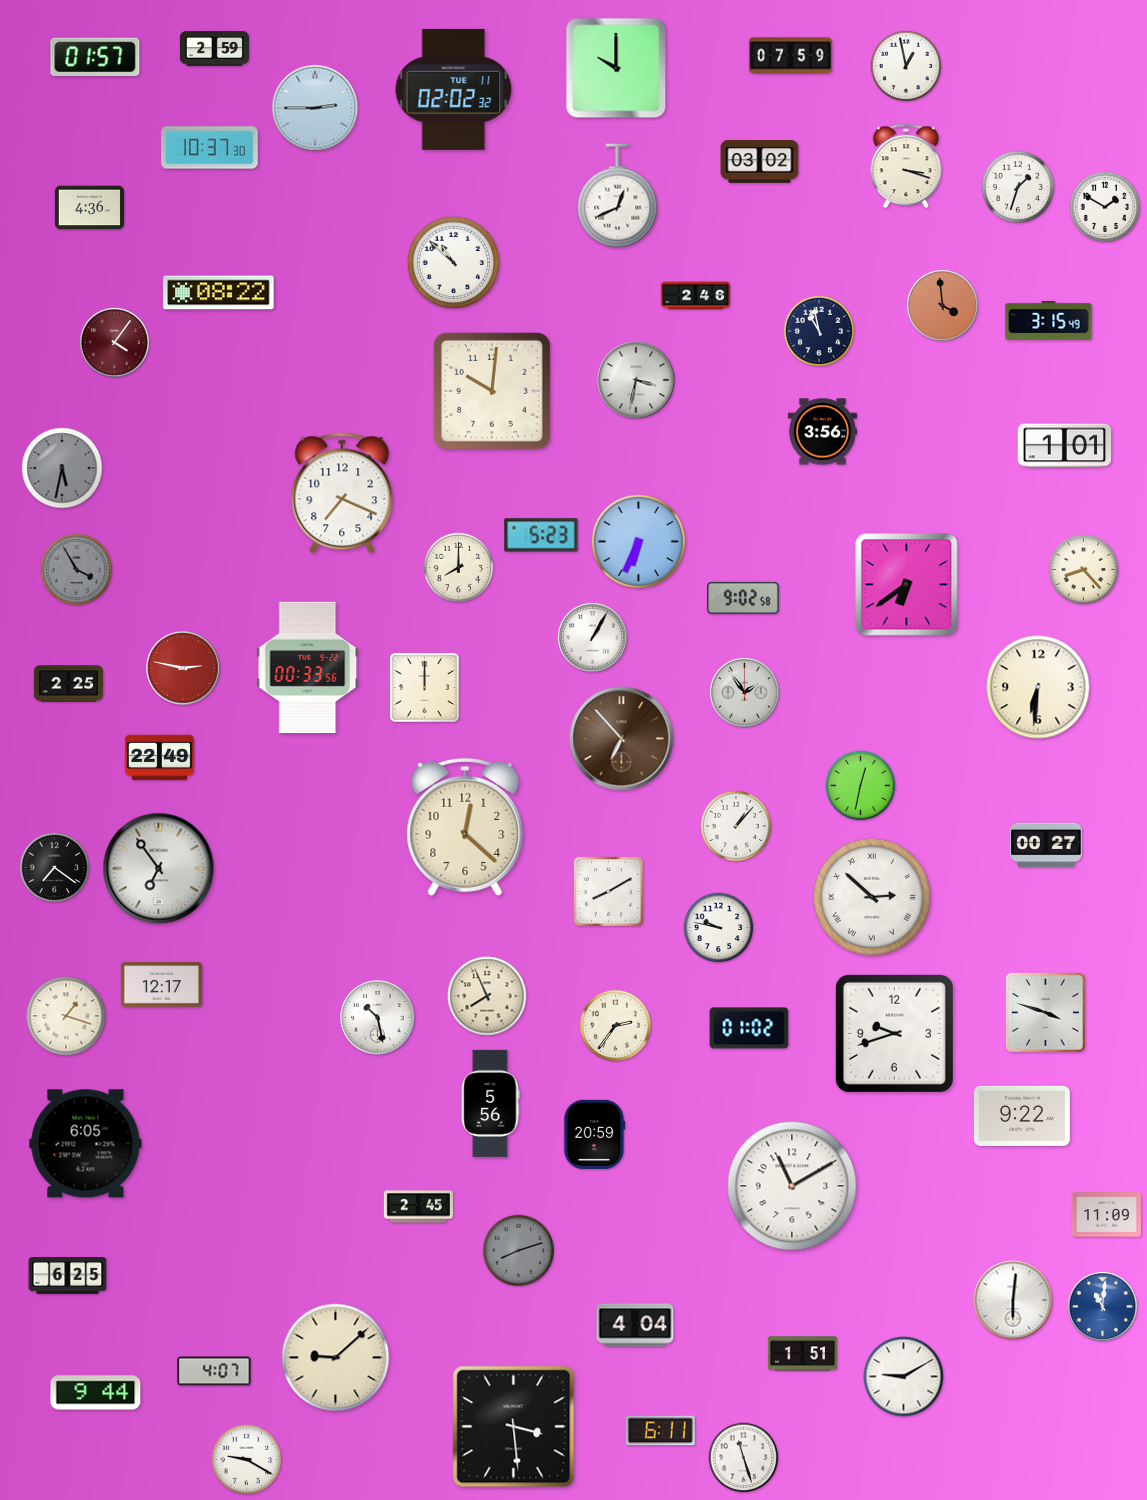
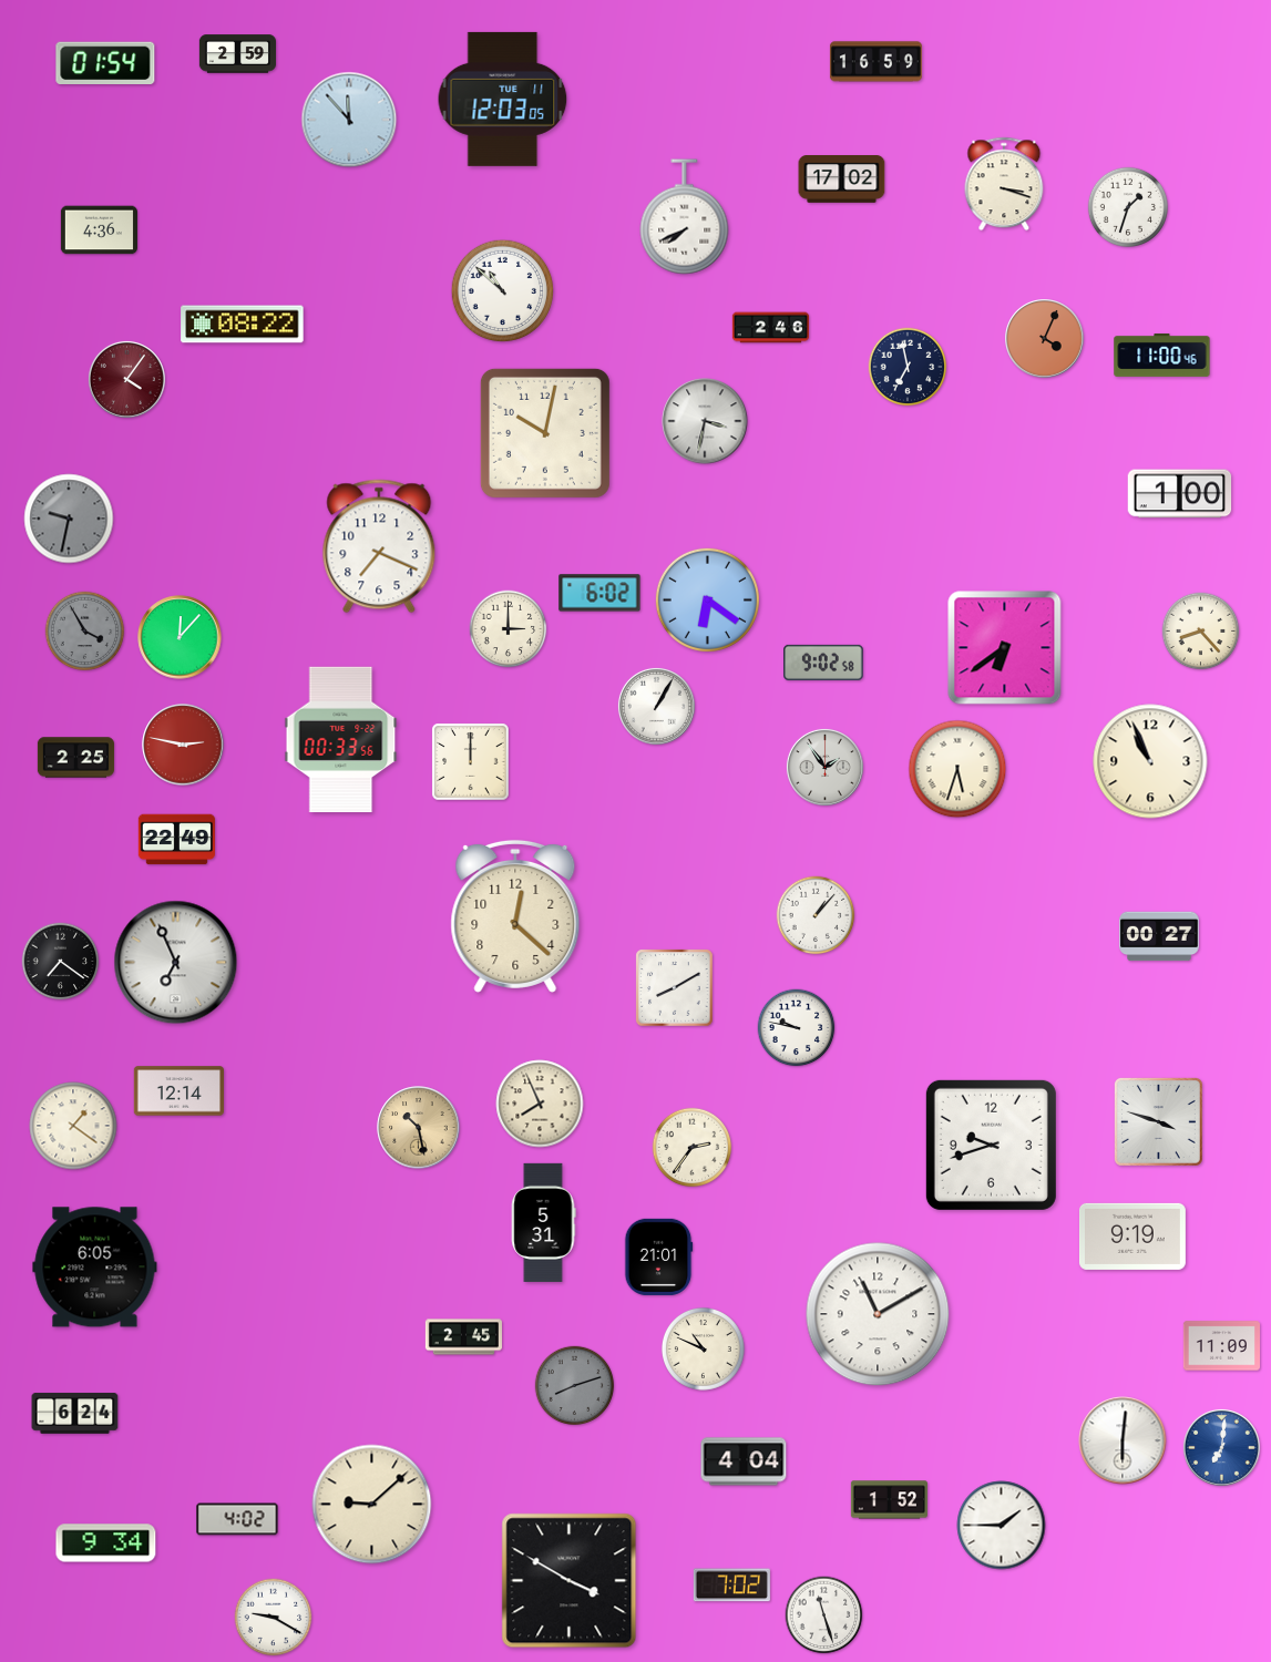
clock at (95, 56): 01:57 -> 01:54
clock at (790, 56): 07:59 -> 16:59
clock at (906, 66): 12:58 -> none
clock at (616, 68): 10:00 -> none
clock at (454, 89): 02:02 -> 12:03
clock at (315, 108): 2:45 -> 11:53
clock at (210, 148): 10:37 -> none
clock at (760, 162): 03:02 -> 17:02
clock at (618, 196): 12:41 -> 7:41
clock at (1105, 207): 1:50 -> none
clock at (943, 306): 3:59 -> 4:04
clock at (1049, 320): 3:15 -> 11:00
clock at (819, 331): 10:58 -> 6:58
clock at (492, 391): 10:01 -> 10:02
clock at (822, 432): 3:56 -> none
clock at (1065, 446): 1:01 -> 1:00
clock at (62, 468): 5:32 -> 9:32
clock at (541, 535): 5:23 -> 6:02
clock at (638, 541): 6:34 -> 6:21
clock at (459, 568): 8:00 -> 3:00
clock at (180, 637): none -> 12:07
clock at (183, 668) position: (183, 668) -> (183, 745)
clock at (1038, 687): 6:31 -> 10:56
clock at (957, 769): none -> 5:33
clock at (622, 739): 6:53 -> none
clock at (861, 786): 12:32 -> none
clock at (159, 869): 6:54 -> 6:56
clock at (872, 897): 2:52 -> none
clock at (161, 985): 12:17 -> 12:14
clock at (66, 1016): 1:18 -> 1:21
clock at (378, 1018) dial: white -> champagne
clock at (616, 1026) position: (616, 1026) -> (693, 1148)
clock at (749, 1028): 01:02 -> none
clock at (491, 1103): 5:56 -> 5:31
clock at (1022, 1116): 9:22 -> 9:19
clock at (594, 1134): 20:59 -> 21:01
clock at (1106, 1215) position: (1106, 1215) -> (1221, 1346)
clock at (703, 1348): none -> 10:49
clock at (68, 1276): 6:25 -> 6:24
clock at (1102, 1306): 11:01 -> 7:01
clock at (635, 1325) position: (635, 1325) -> (744, 1461)
clock at (802, 1354): 1:51 -> 1:52
clock at (214, 1371): 4:07 -> 4:02
clock at (904, 1377): 9:10 -> 1:45
clock at (96, 1393): 9:44 -> 9:34
clock at (514, 1427): 3:29 -> 3:50
clock at (660, 1431): 6:11 -> 7:02
